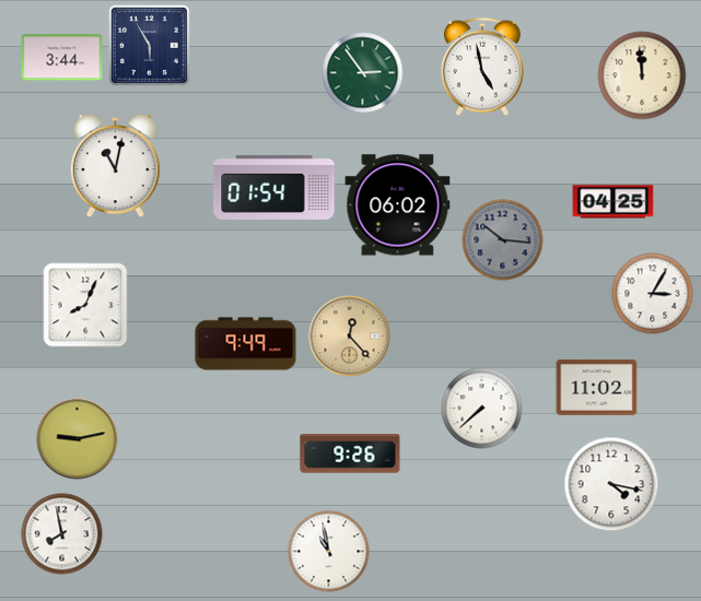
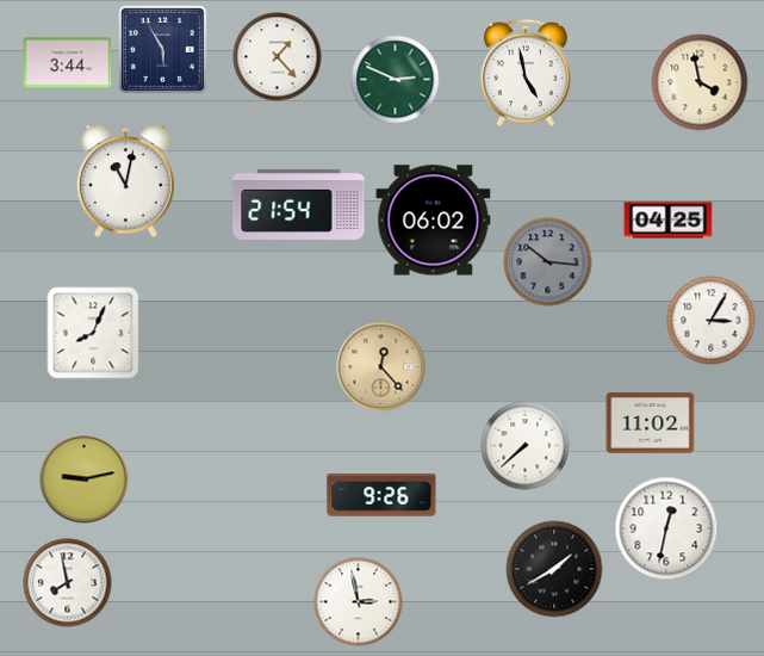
clock at (278, 57): none -> 1:23
clock at (363, 73): 2:54 -> 2:49
clock at (642, 75): 11:59 -> 3:58
clock at (274, 187): 01:54 -> 21:54
clock at (398, 205) position: (398, 205) -> (434, 221)
clock at (246, 344): 9:49 -> none
clock at (611, 484): 4:17 -> 12:32
clock at (554, 569): none -> 1:40
clock at (329, 552): 10:58 -> 2:58
